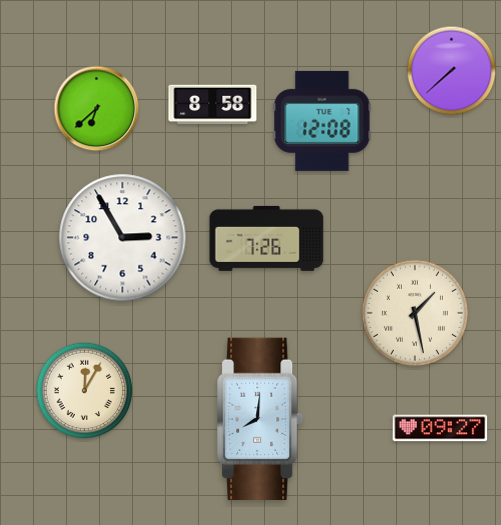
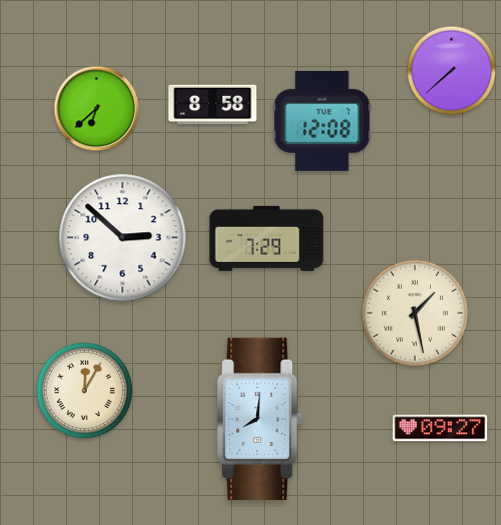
clock at (123, 238): 2:55 -> 2:52
clock at (267, 238): 7:26 -> 7:29
